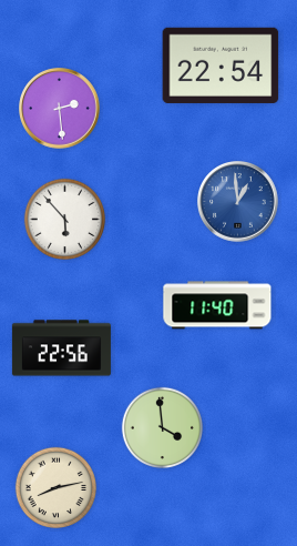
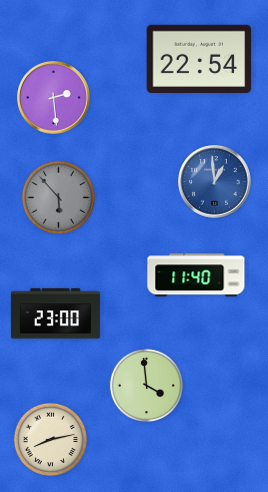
clock at (64, 219) dial: white -> grey
clock at (61, 348): 22:56 -> 23:00
